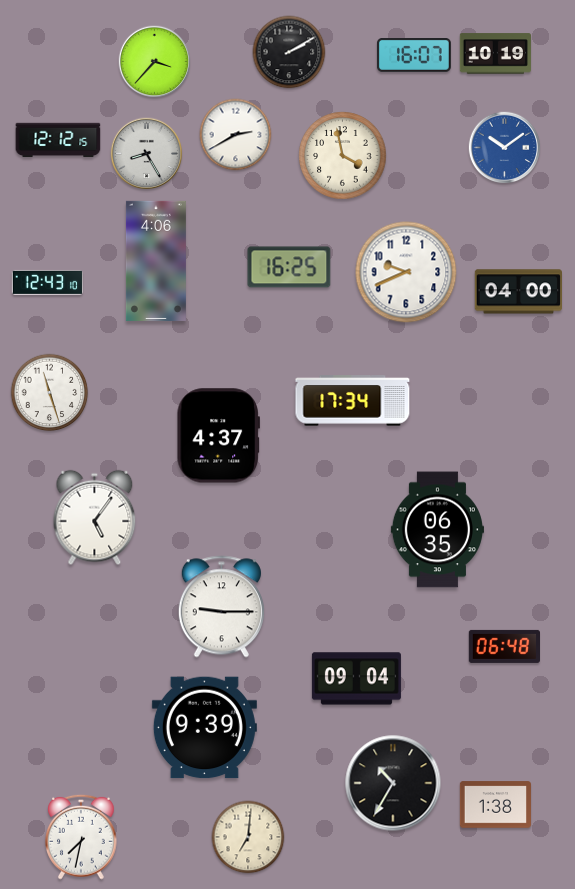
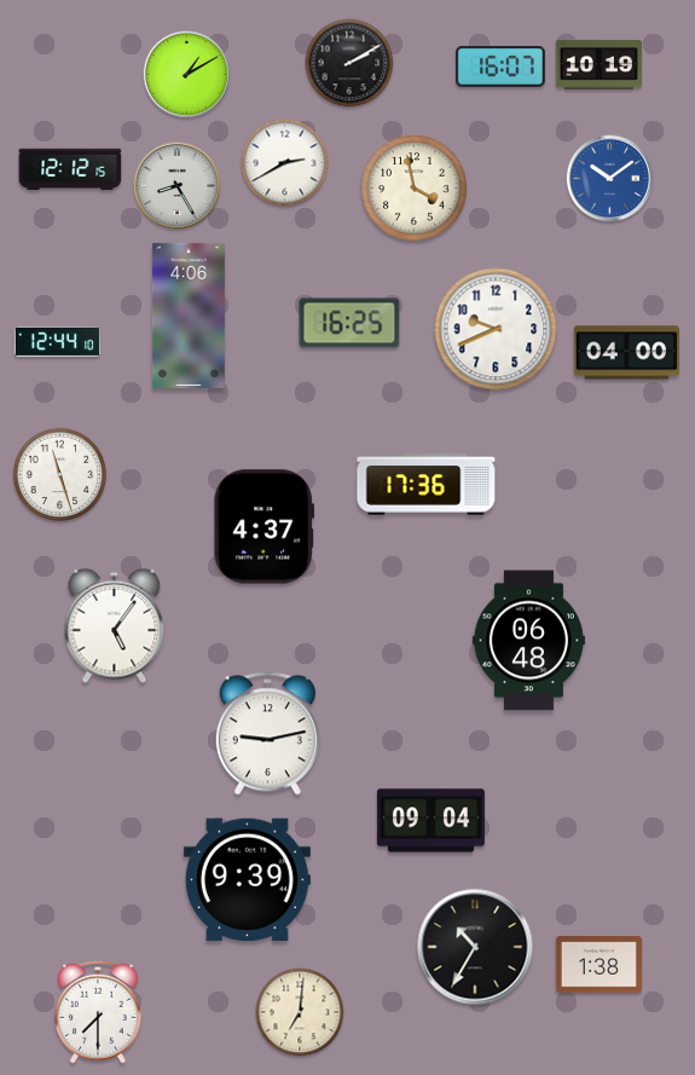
clock at (155, 62): 3:37 -> 1:10
clock at (406, 272) position: (406, 272) -> (496, 329)
clock at (47, 282): 12:43 -> 12:44
clock at (353, 401): 17:34 -> 17:36
clock at (437, 530): 06:35 -> 06:48
clock at (221, 607): 9:15 -> 9:13
clock at (504, 646): 06:48 -> none
clock at (496, 805) position: (496, 805) -> (600, 965)
clock at (82, 837): 7:32 -> 7:30
